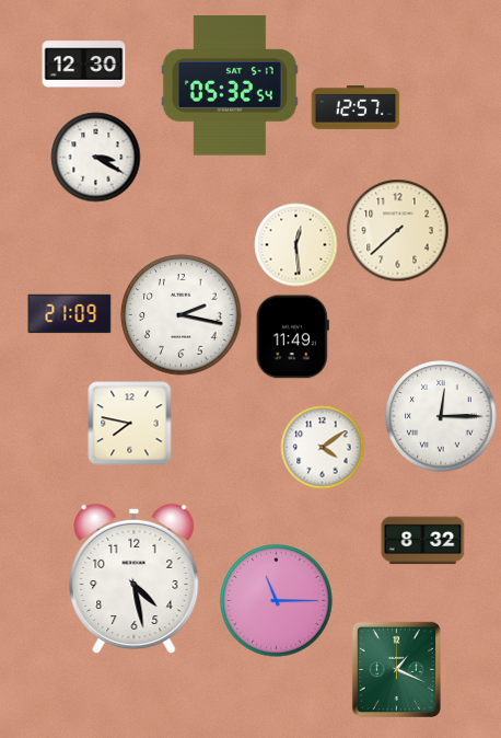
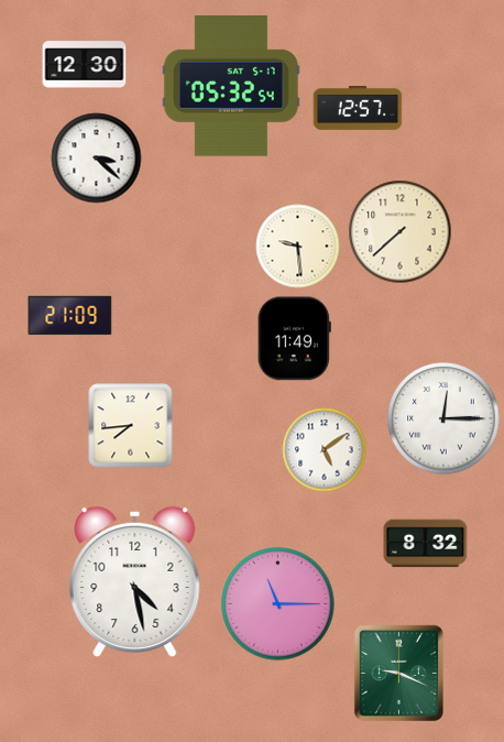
clock at (96, 158): 3:20 -> 3:22
clock at (296, 245): 12:29 -> 9:29
clock at (182, 315): 2:17 -> none
clock at (130, 424): 7:47 -> 7:44
clock at (323, 448): 4:09 -> 5:09
clock at (396, 669): 1:19 -> 9:19
